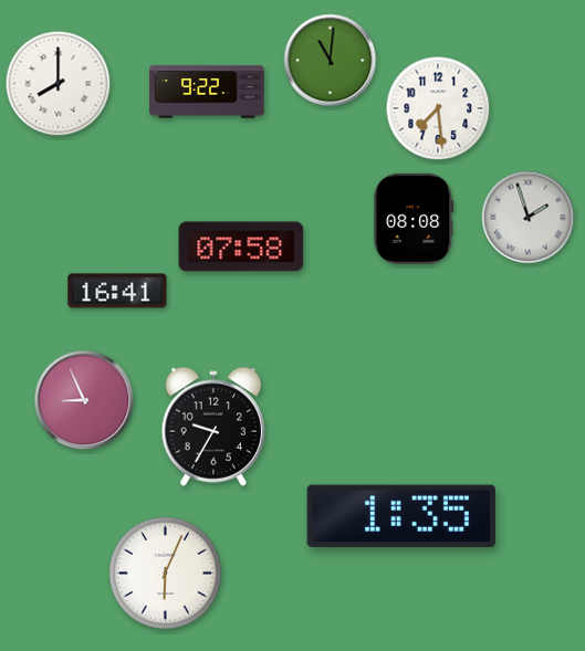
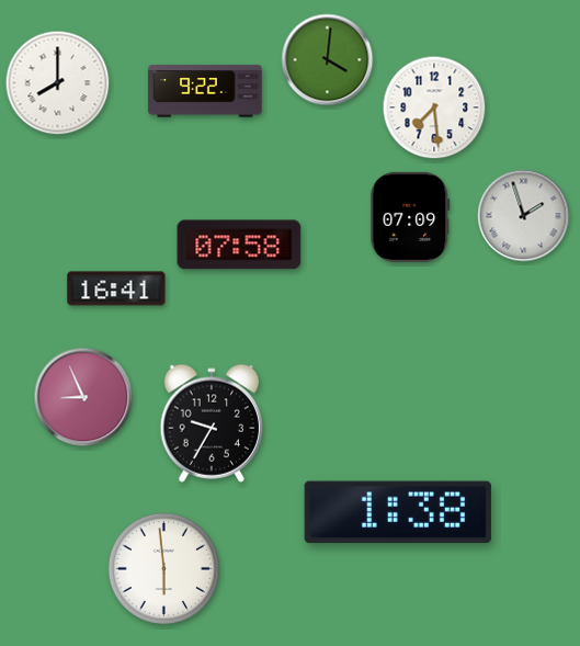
clock at (331, 61): 11:01 -> 4:01
clock at (414, 219): 08:08 -> 07:09
clock at (401, 516): 1:35 -> 1:38
clock at (165, 573): 6:04 -> 5:59
